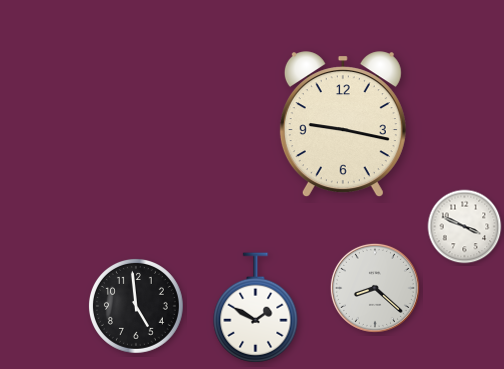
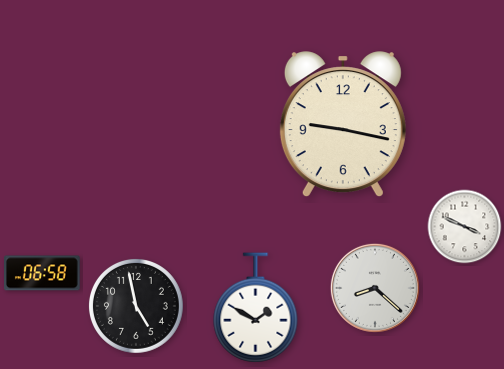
clock at (43, 273): none -> 06:58
clock at (136, 306): 4:59 -> 4:58
